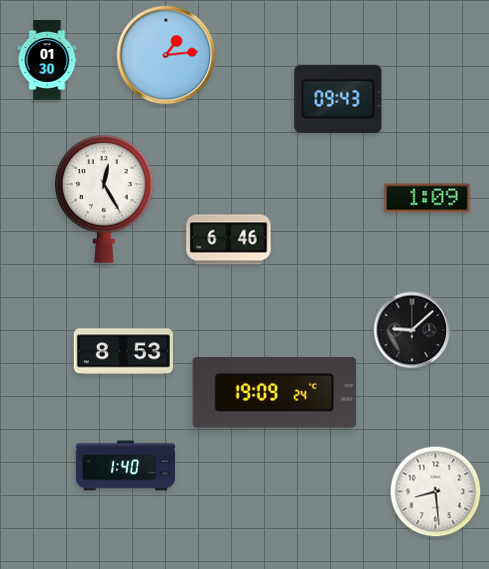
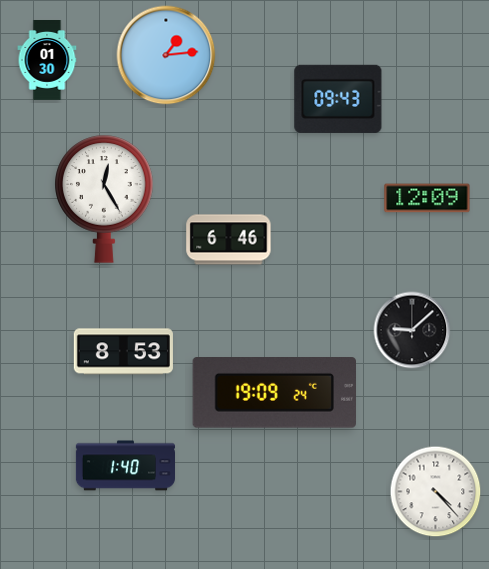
clock at (427, 198): 1:09 -> 12:09
clock at (436, 492): 8:29 -> 4:23
